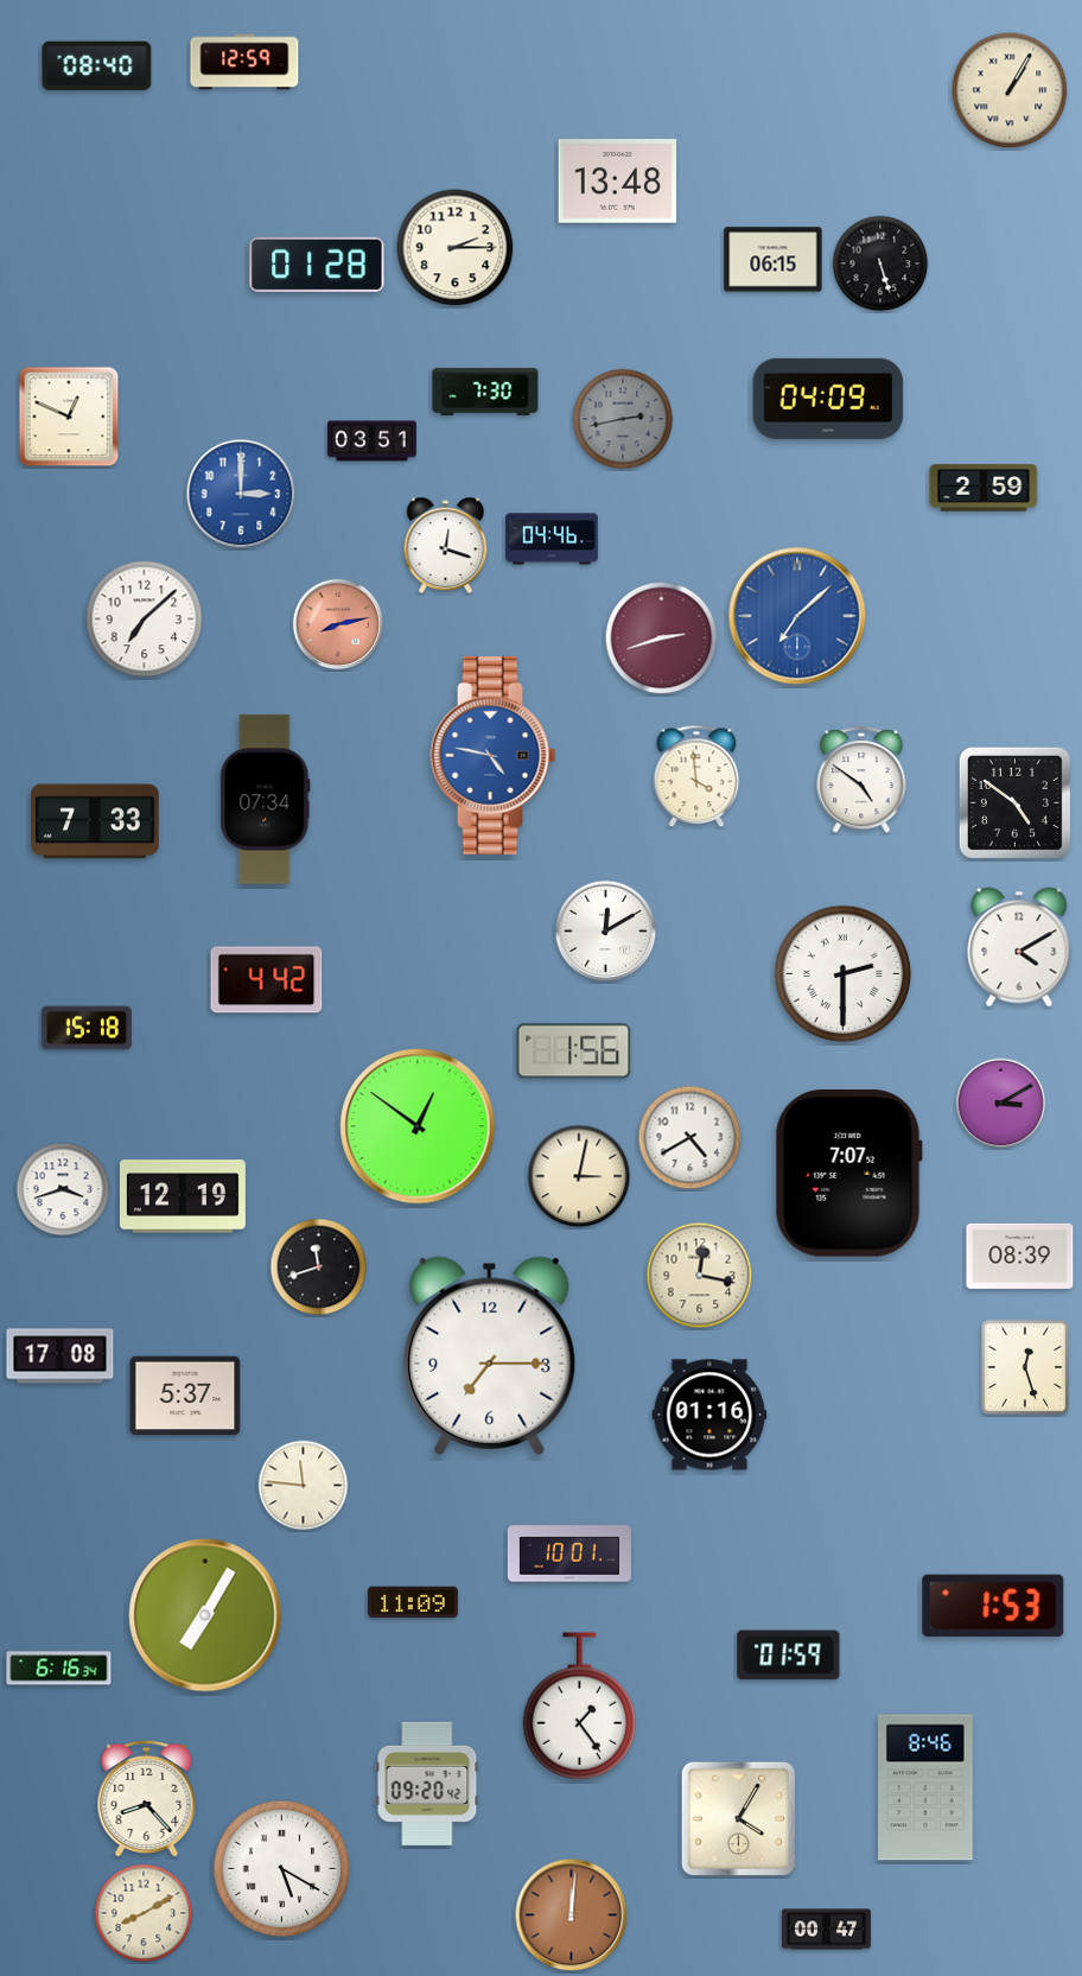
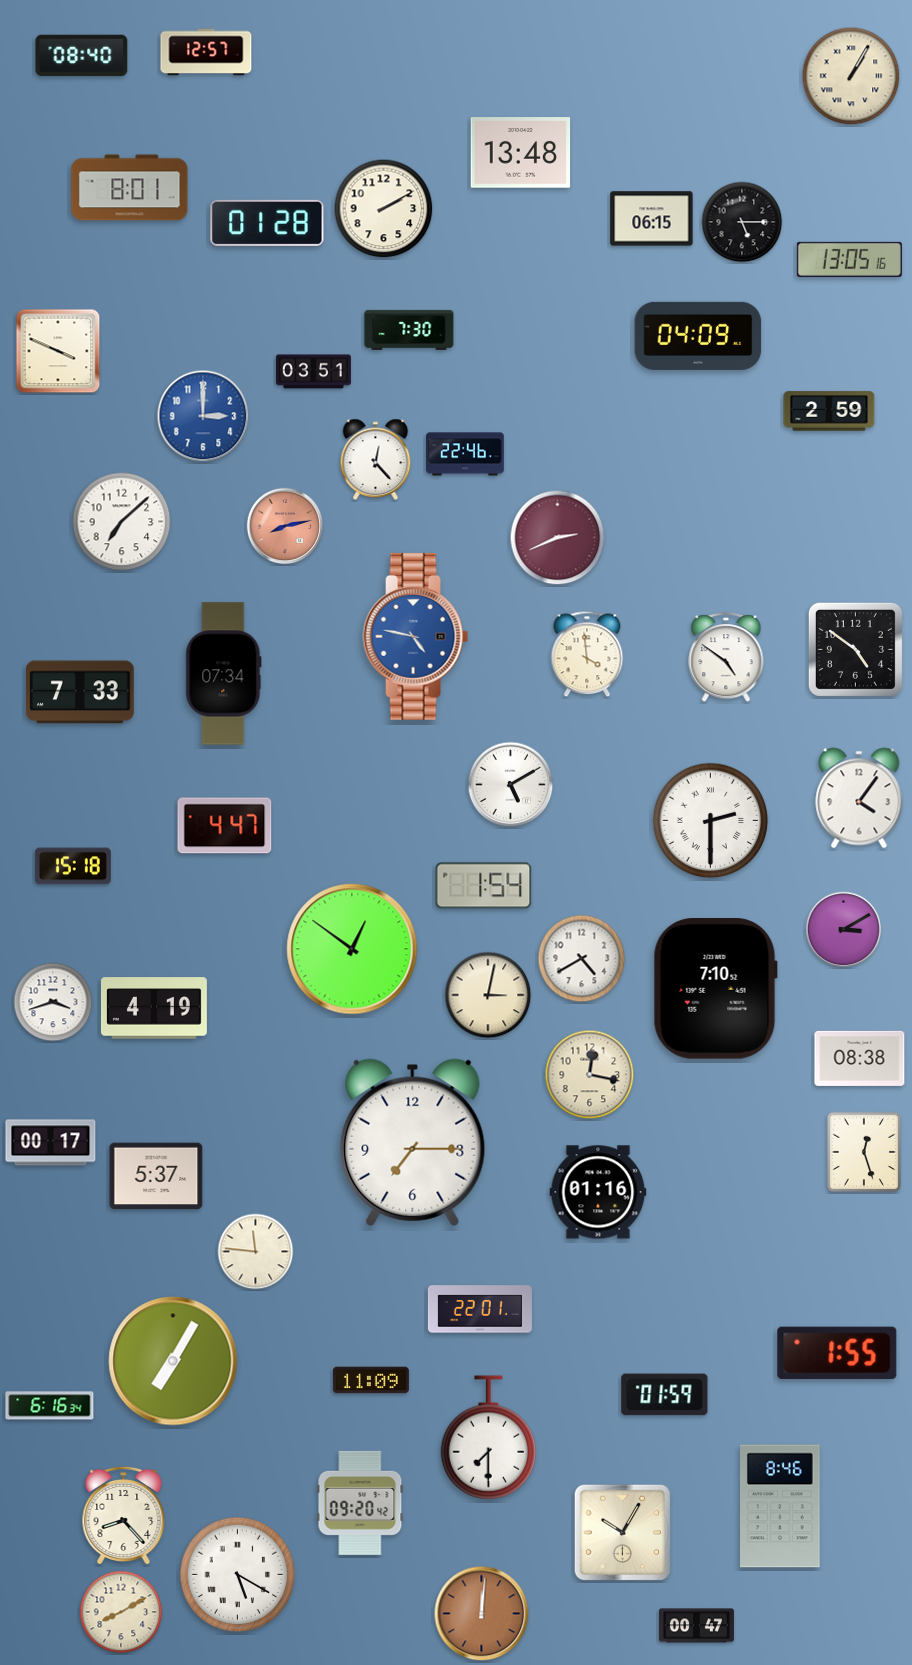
clock at (244, 62): 12:59 -> 12:57
clock at (130, 188): none -> 8:01
clock at (456, 248): 2:15 -> 2:10
clock at (880, 263): 5:27 -> 5:15
clock at (849, 259): none -> 13:05
clock at (69, 417): 12:49 -> 3:49
clock at (623, 419): 2:43 -> none
clock at (552, 539): 04:46 -> 22:46
clock at (446, 545): 12:18 -> 12:23
clock at (797, 616): 7:08 -> none
clock at (662, 638): 2:42 -> 2:41
clock at (1014, 802) position: (1014, 802) -> (855, 649)
clock at (606, 932): 12:10 -> 5:10
clock at (1019, 947): 4:10 -> 4:06
clock at (267, 980): 4:42 -> 4:47
clock at (574, 1051): 1:56 -> 1:54
clock at (848, 1174): 7:07 -> 7:10
clock at (579, 1176) position: (579, 1176) -> (488, 995)
clock at (183, 1196): 12:19 -> 4:19
clock at (1020, 1256): 08:39 -> 08:38
clock at (319, 1267): 11:42 -> none
clock at (61, 1356): 17:08 -> 00:17
clock at (569, 1554): 10:01 -> 22:01
clock at (413, 1602) position: (413, 1602) -> (371, 1380)
clock at (993, 1606): 1:53 -> 1:55
clock at (579, 1707): 1:24 -> 7:30
clock at (739, 1819): 4:05 -> 10:05
